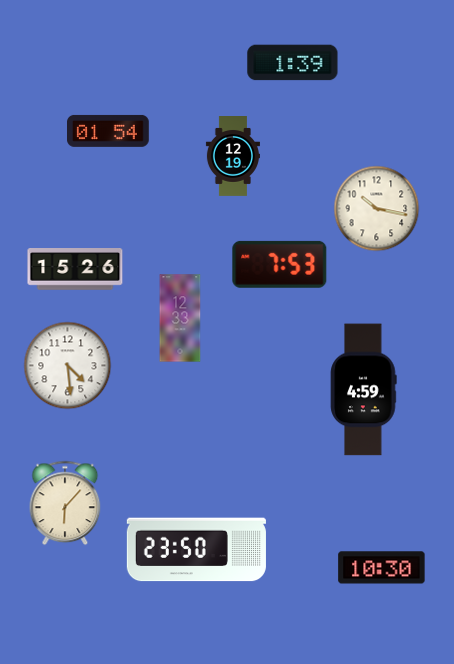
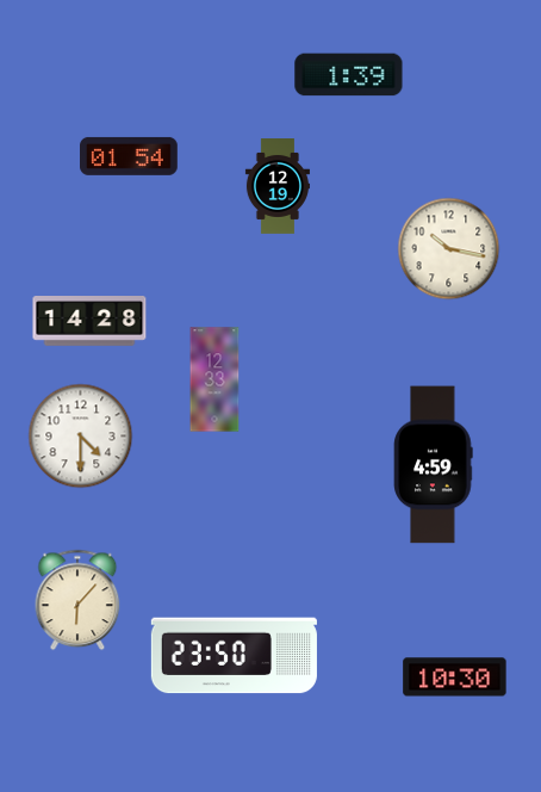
clock at (280, 264): 7:53 -> none
clock at (75, 269): 15:26 -> 14:28
clock at (68, 366): 4:29 -> 4:30
